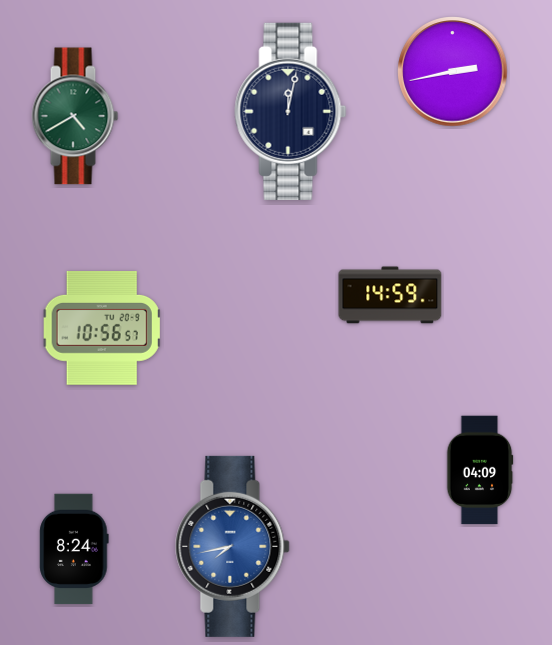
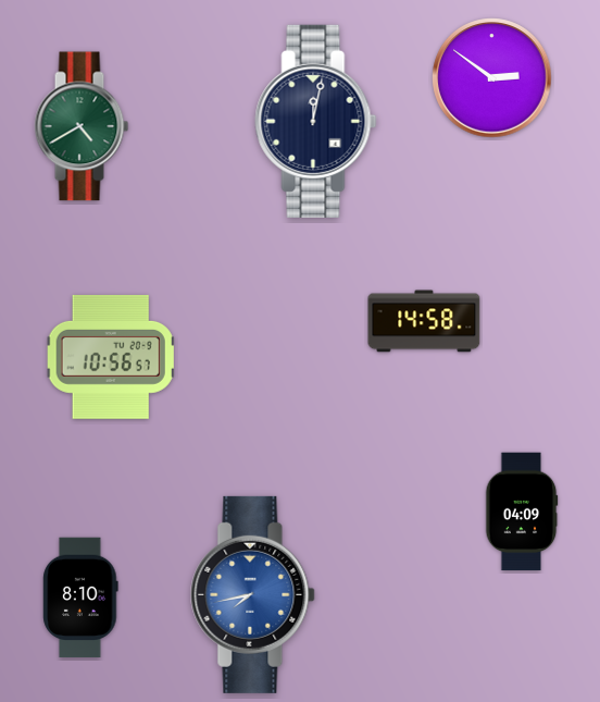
clock at (453, 72): 2:43 -> 2:51
clock at (390, 295): 14:59 -> 14:58
clock at (74, 549): 8:24 -> 8:10
